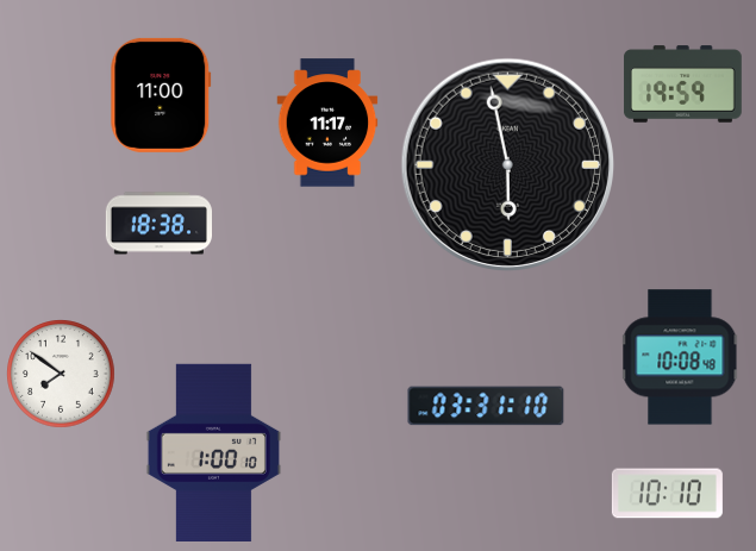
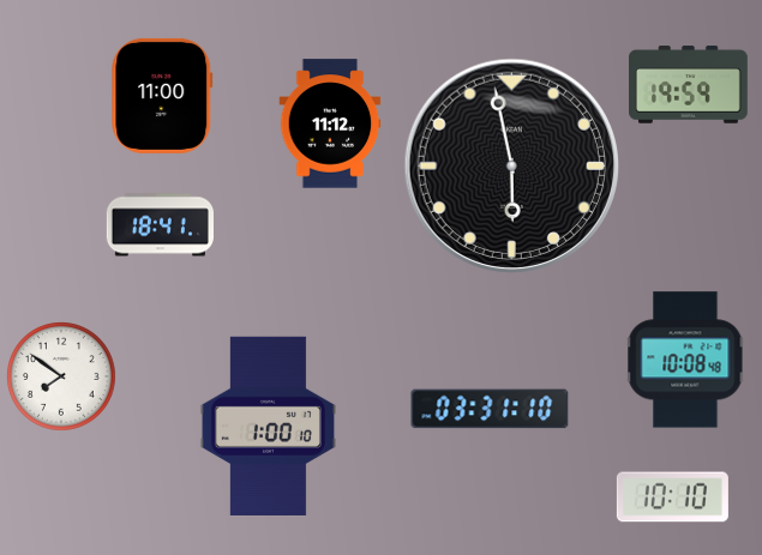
clock at (327, 123): 11:17 -> 11:12
clock at (158, 224): 18:38 -> 18:41
clock at (213, 452) position: (213, 452) -> (268, 426)
